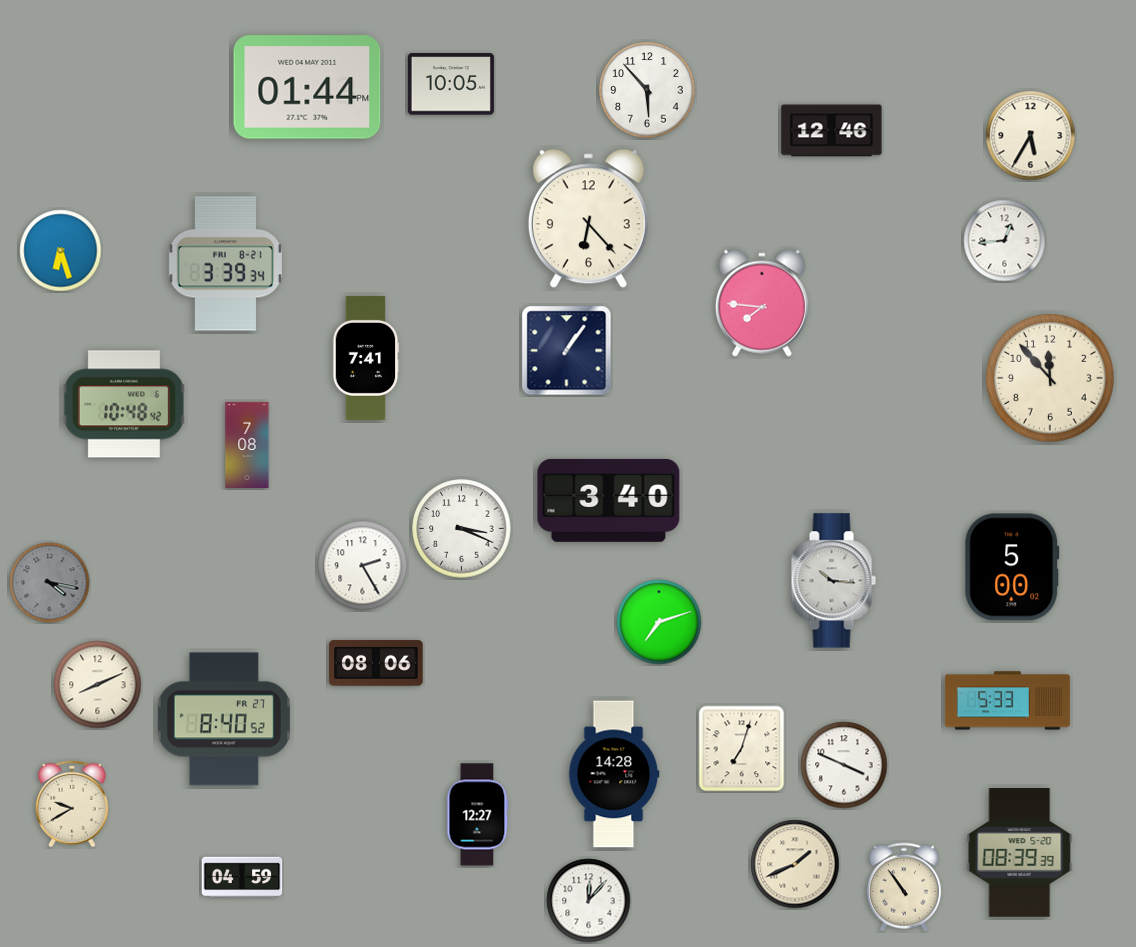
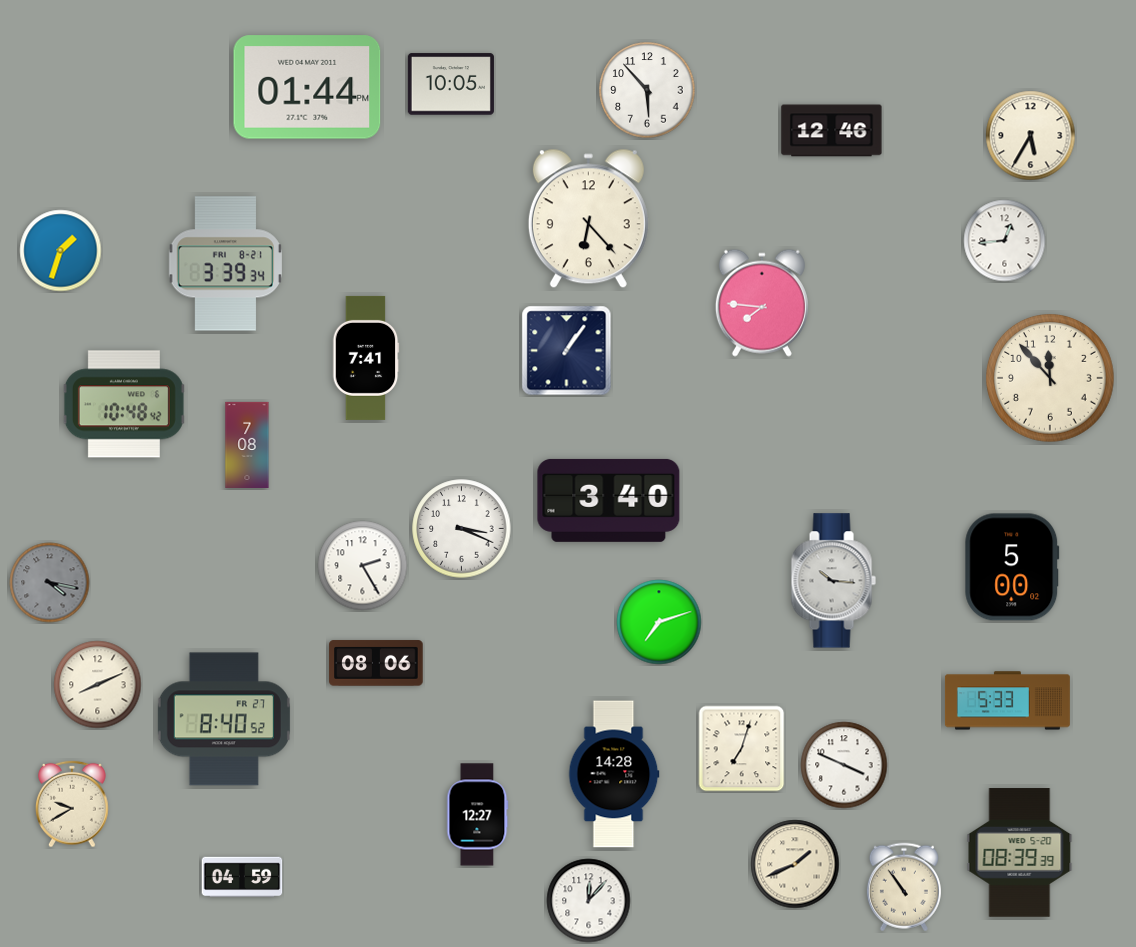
clock at (61, 251): 6:27 -> 1:33
